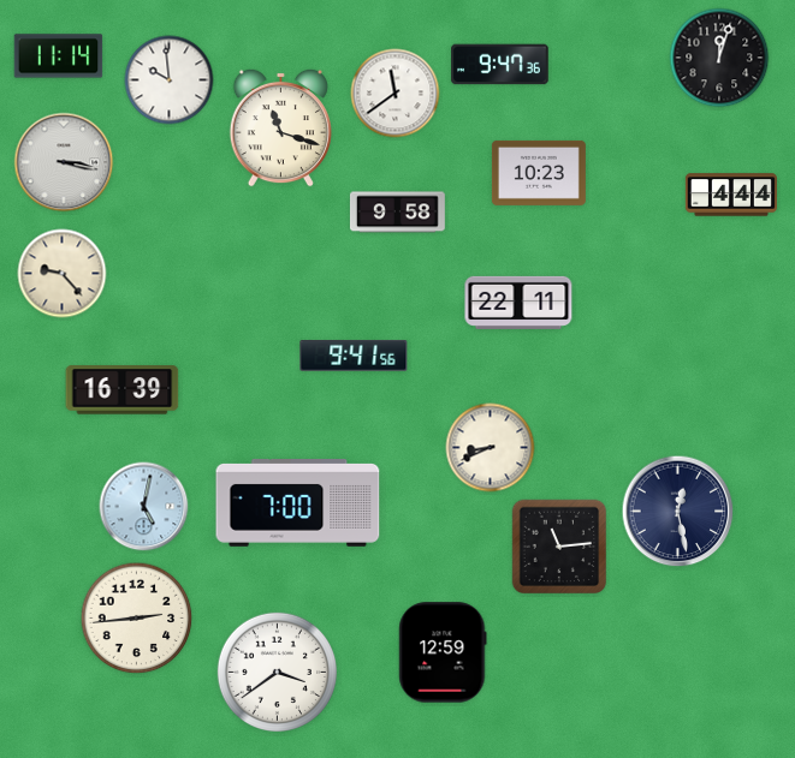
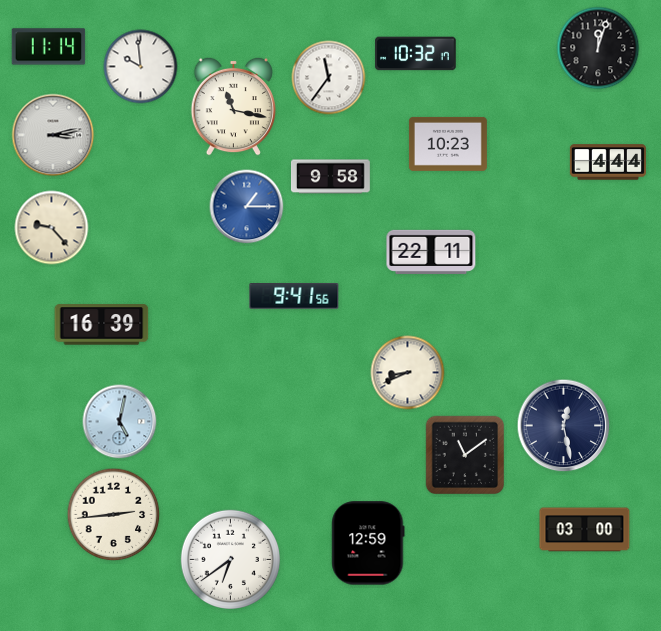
clock at (500, 65): 9:47 -> 10:32
clock at (396, 94): 11:39 -> 11:36
clock at (280, 127): 11:18 -> 11:17
clock at (64, 162): 3:17 -> 3:13
clock at (247, 207): none -> 1:15
clock at (298, 503): 7:00 -> none
clock at (559, 547): 11:14 -> 11:09
clock at (585, 530): none -> 03:00
clock at (277, 672): 3:39 -> 6:39
